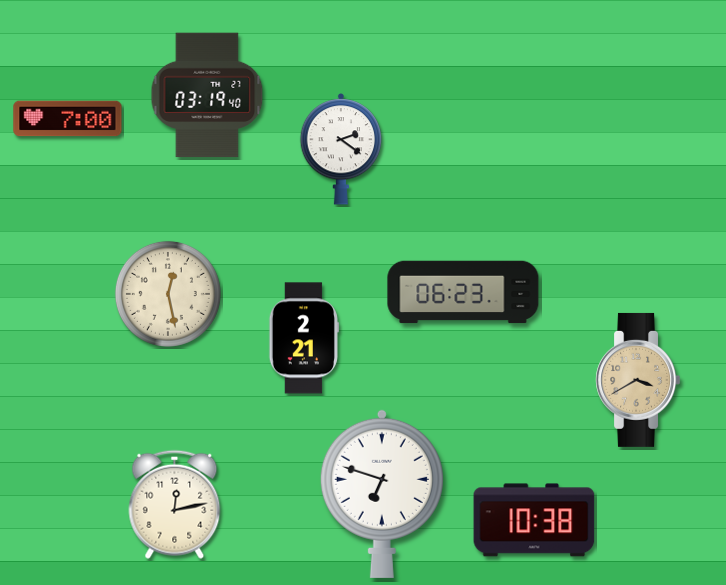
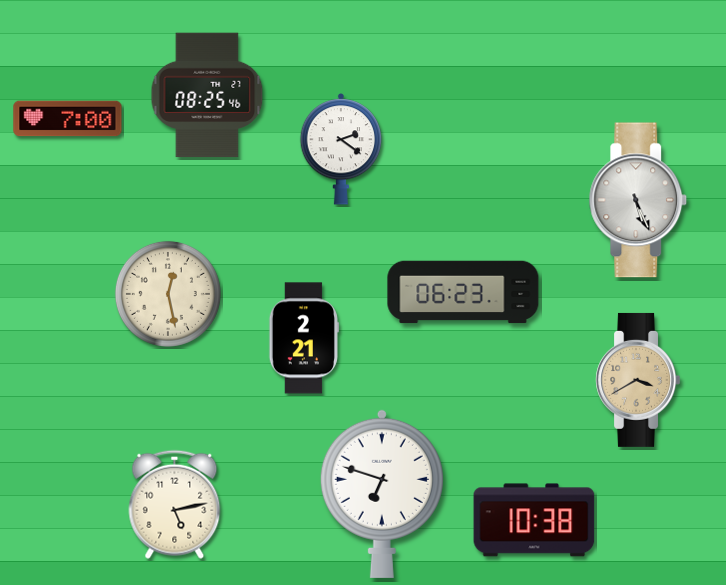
clock at (207, 95): 03:19 -> 08:25
clock at (638, 200): none -> 5:26
clock at (175, 504): 12:13 -> 5:13
